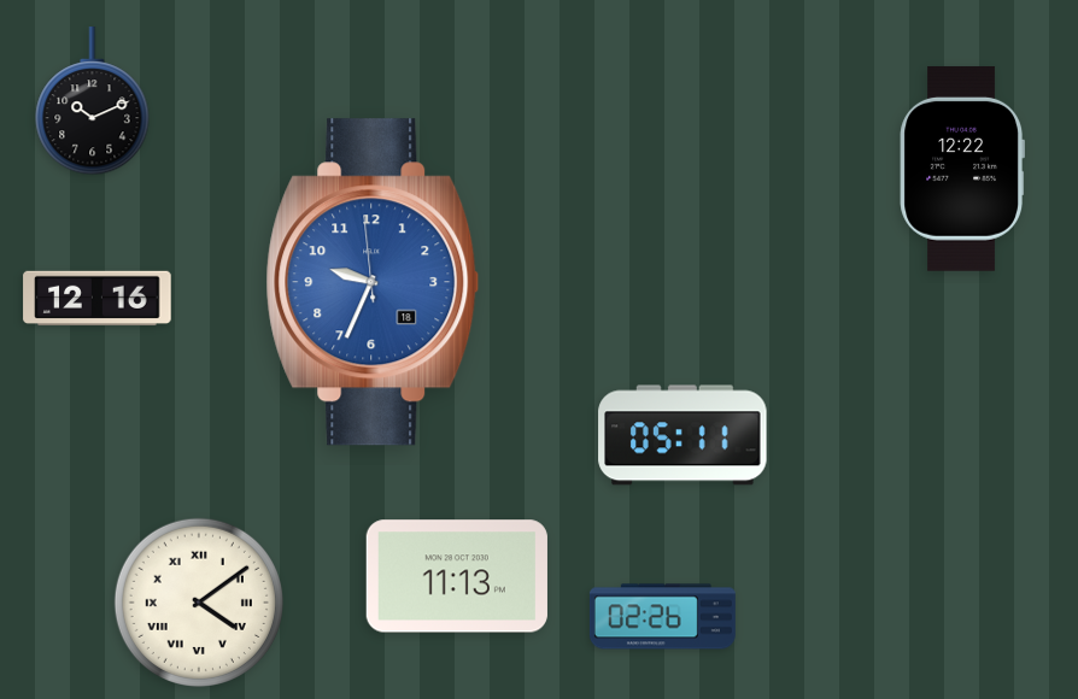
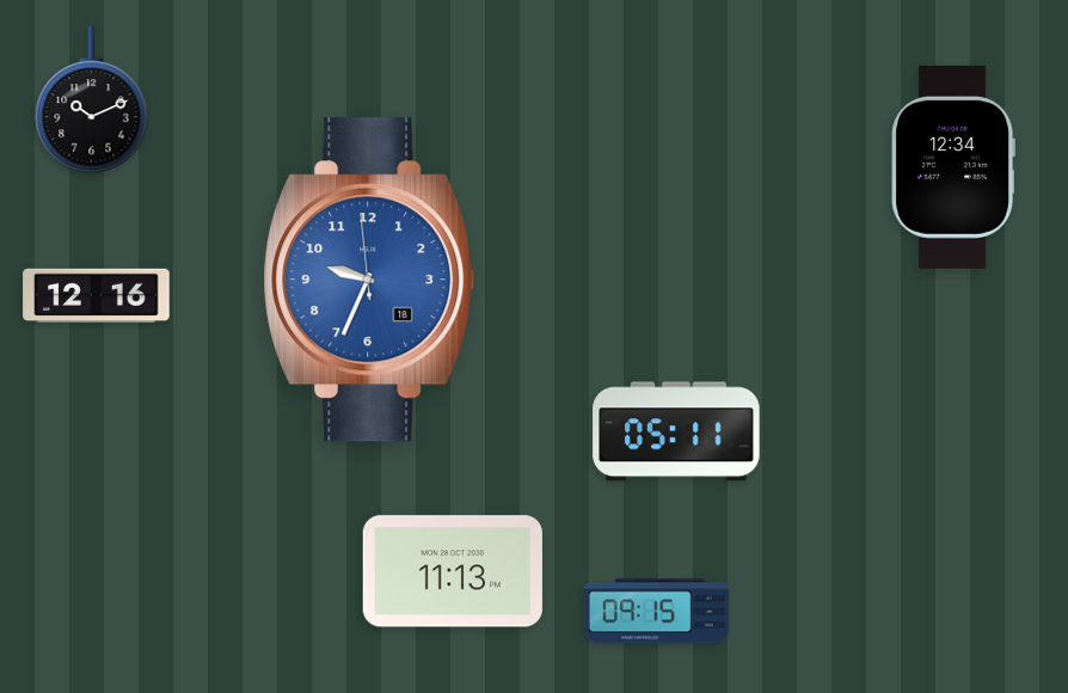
clock at (961, 169): 12:22 -> 12:34
clock at (199, 603): 4:09 -> none
clock at (662, 617): 02:26 -> 09:15
